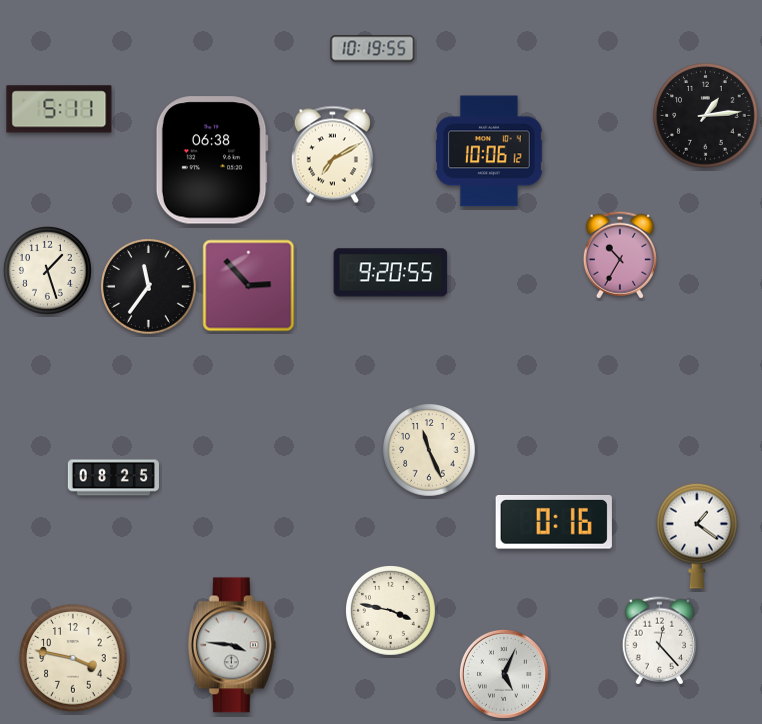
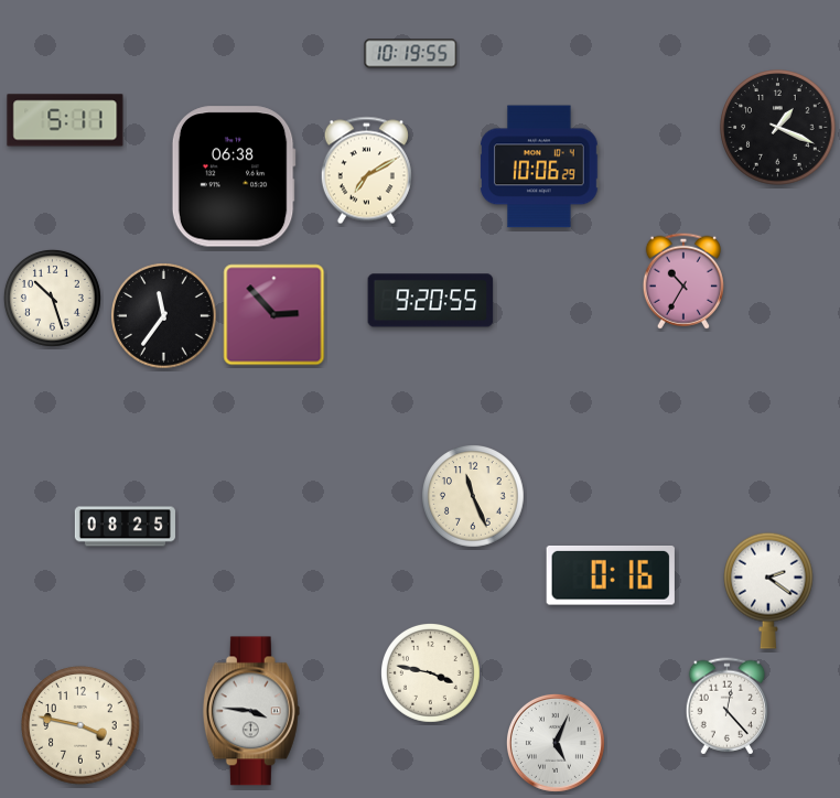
clock at (706, 116): 1:14 -> 1:19
clock at (489, 151): 10:06:12 -> 10:06:29
clock at (47, 270): 1:27 -> 10:27
clock at (697, 536): 1:21 -> 2:21
clock at (232, 645) position: (232, 645) -> (251, 711)
